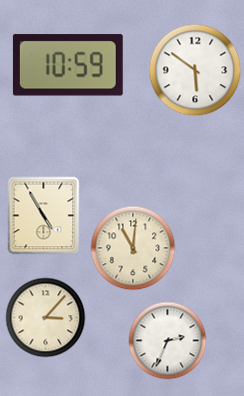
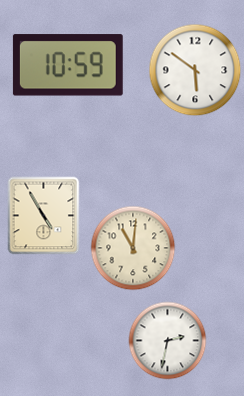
clock at (46, 318): 3:07 -> none
clock at (168, 341): 2:34 -> 2:32
